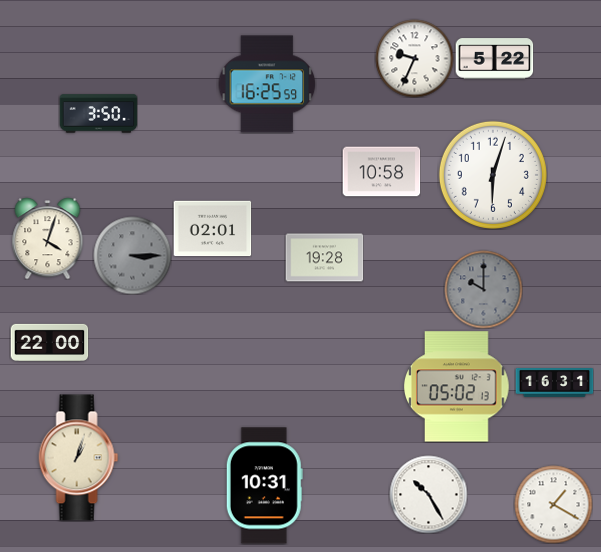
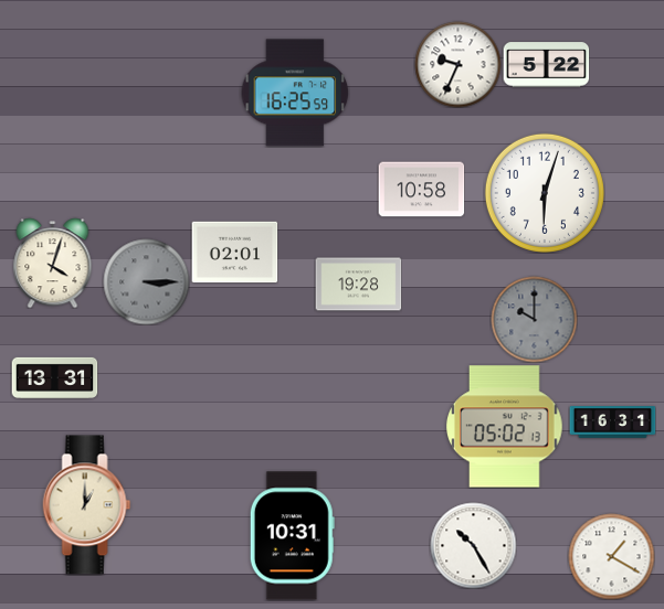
clock at (98, 114): 3:50 -> none
clock at (49, 342): 22:00 -> 13:31
clock at (79, 458): 1:03 -> 1:00
